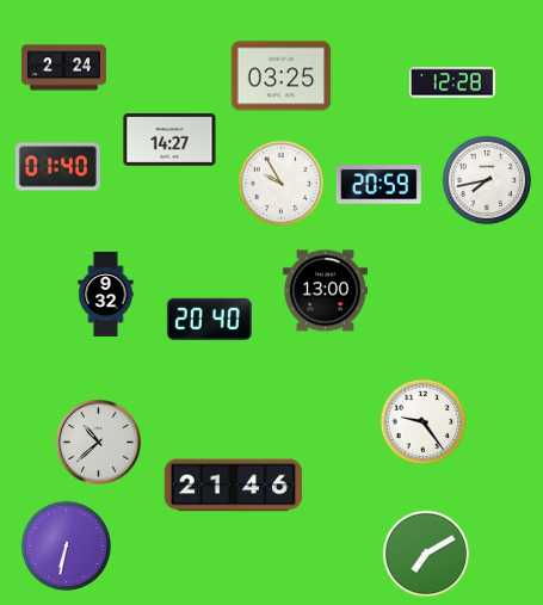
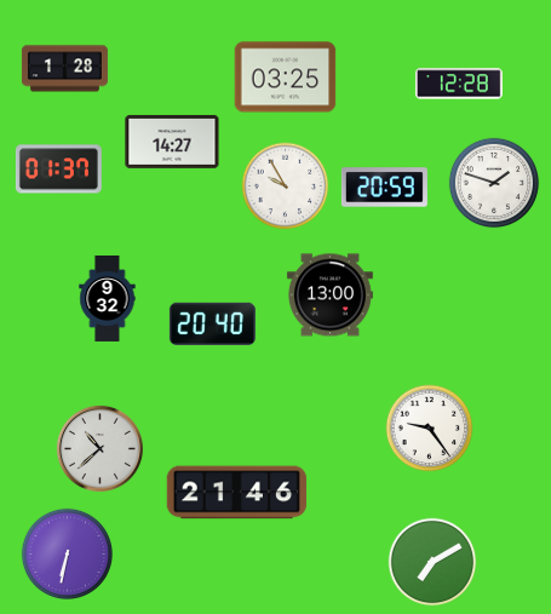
clock at (63, 68): 2:24 -> 1:28
clock at (57, 167): 01:40 -> 01:37
clock at (487, 180): 7:43 -> 1:48
